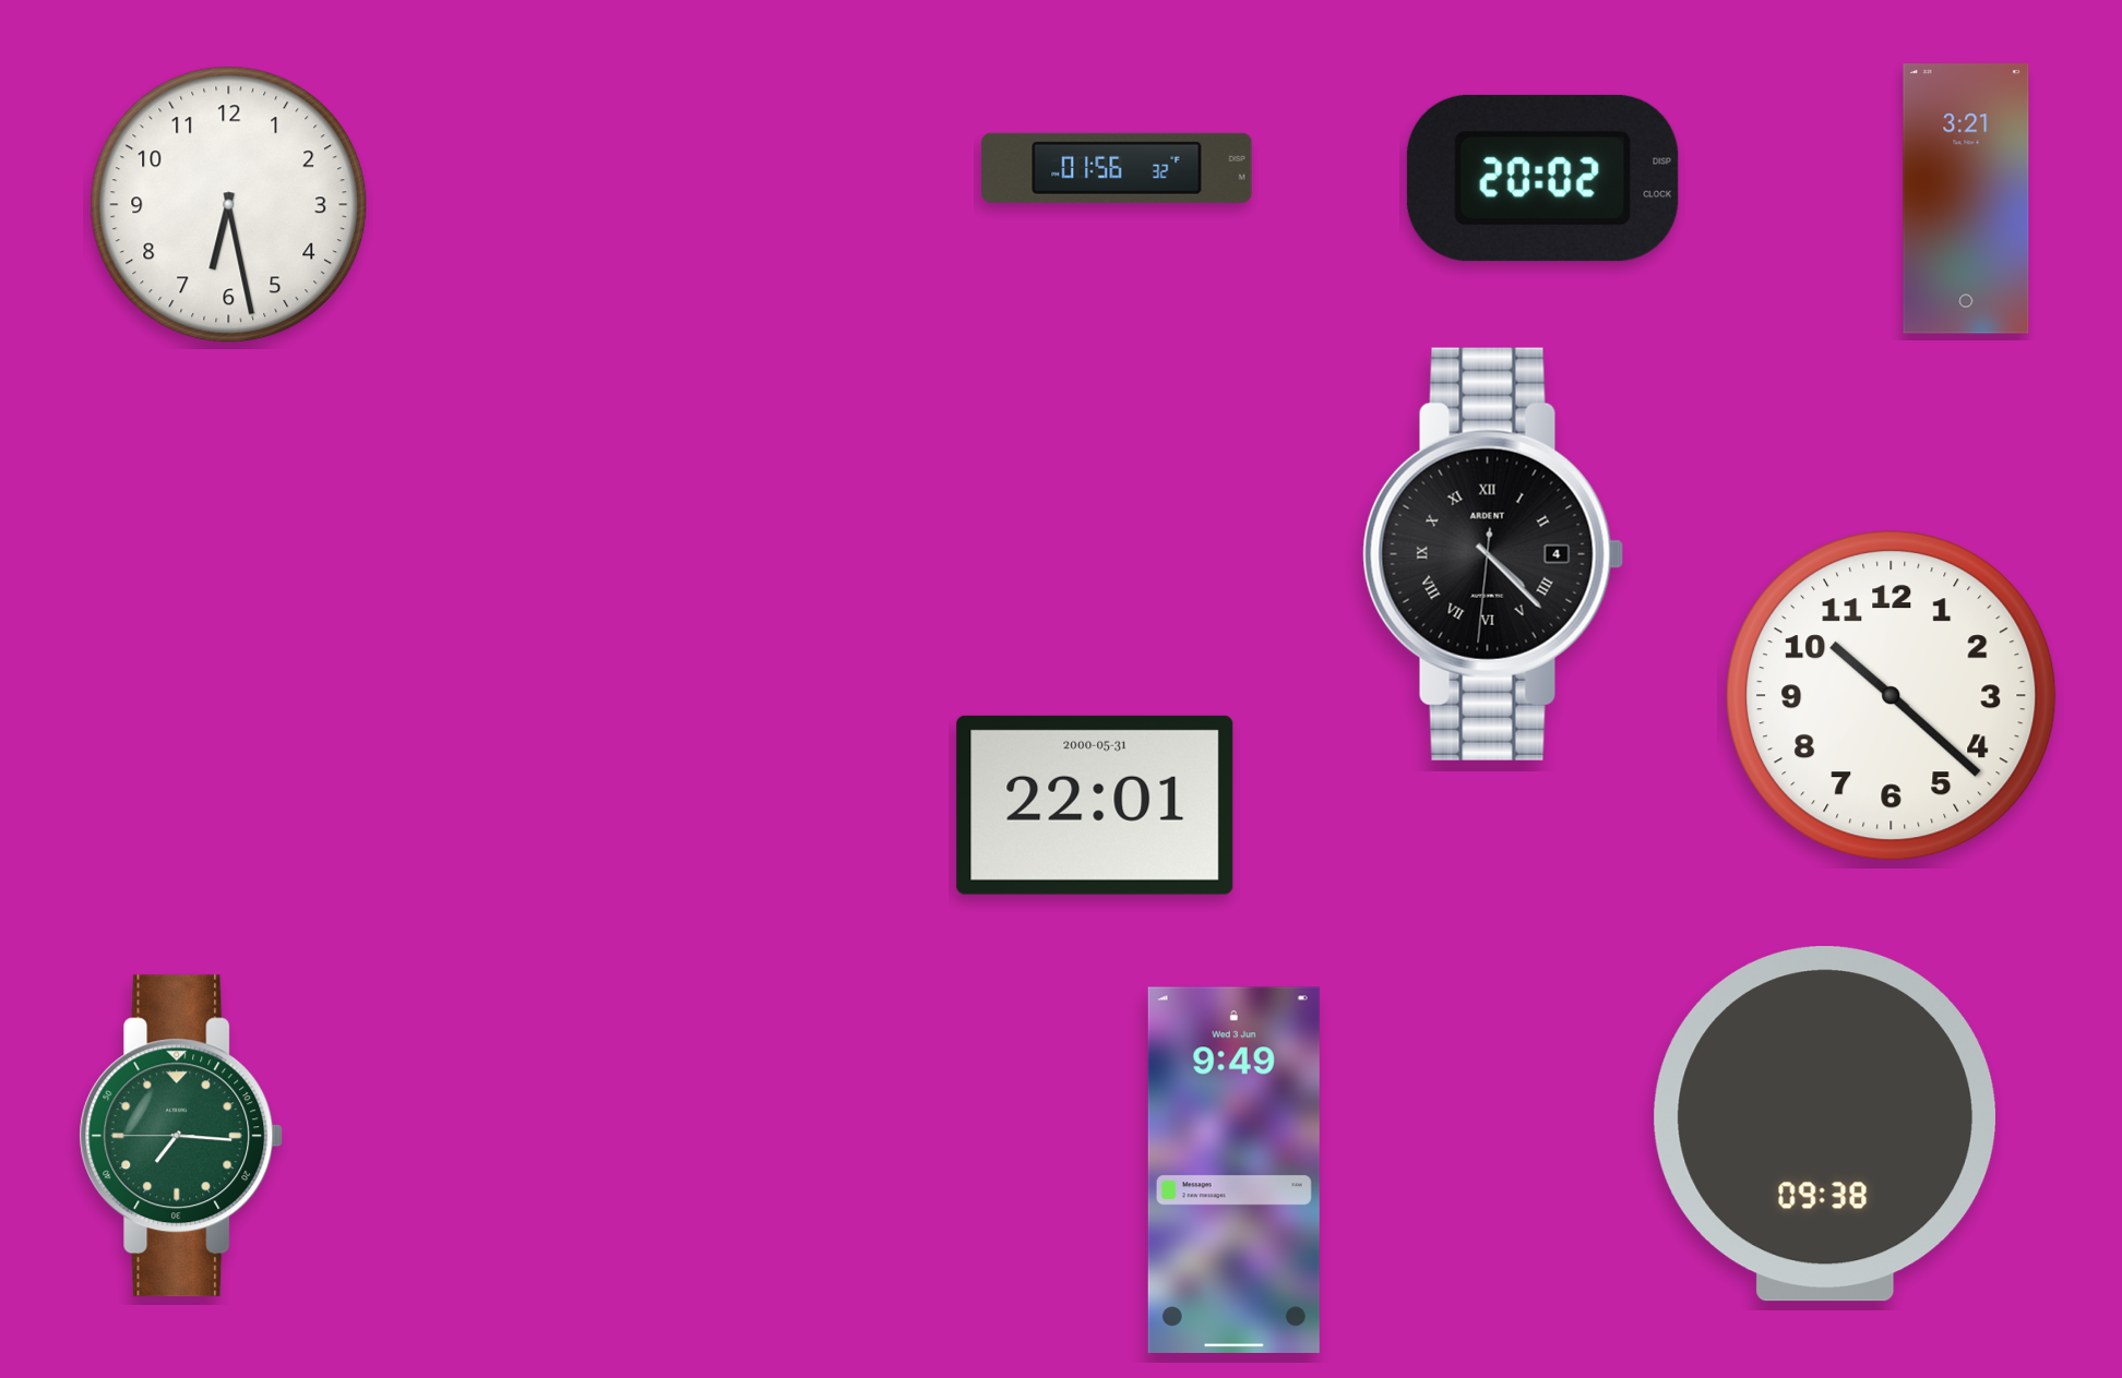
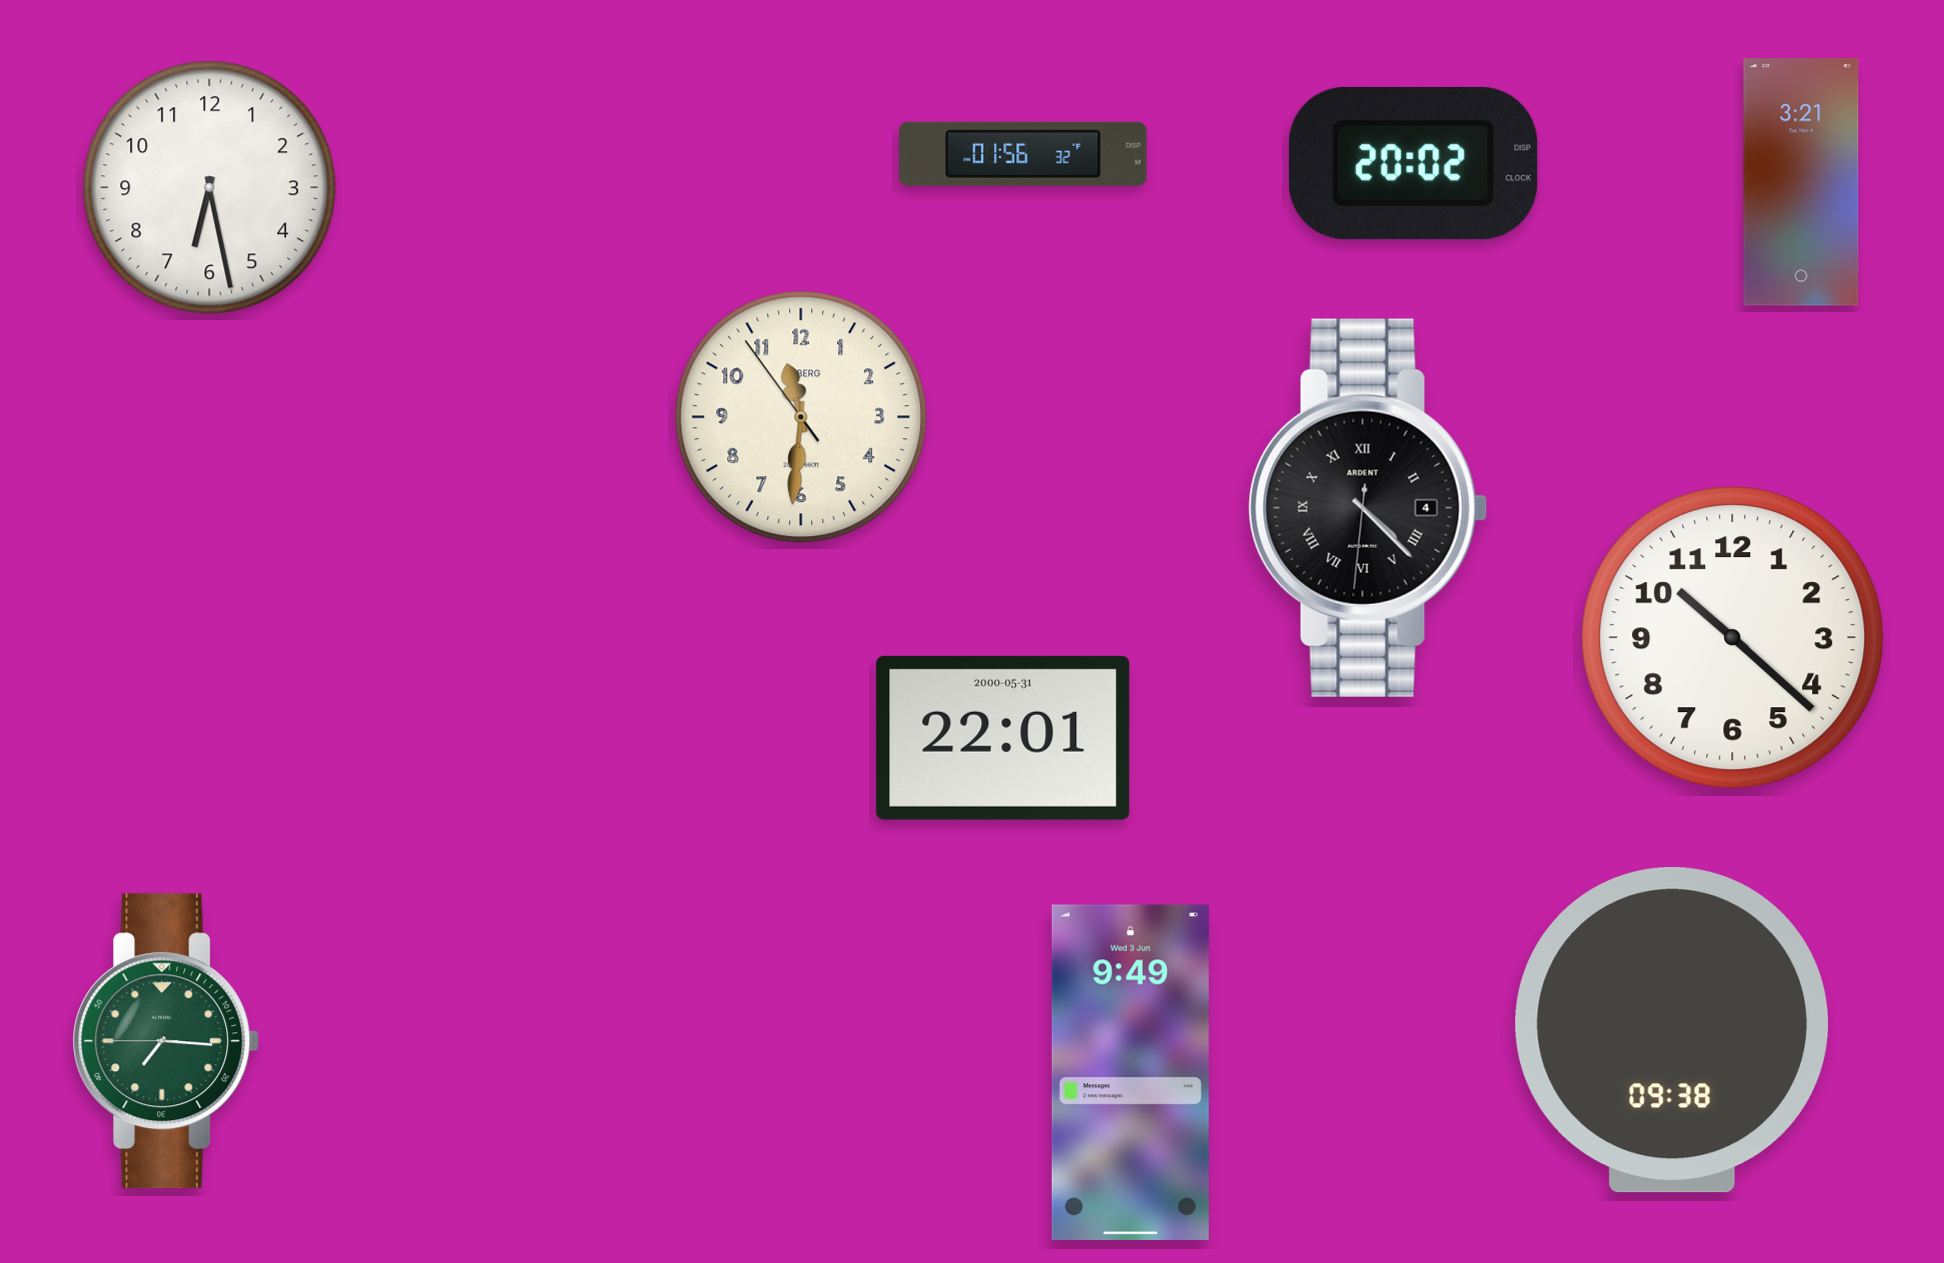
clock at (801, 417): none -> 11:30
